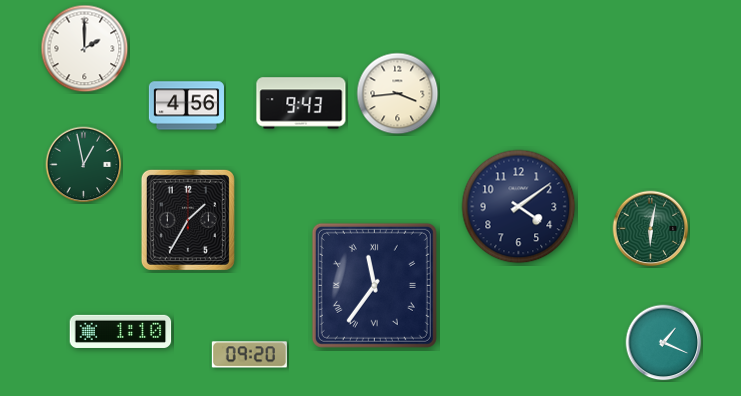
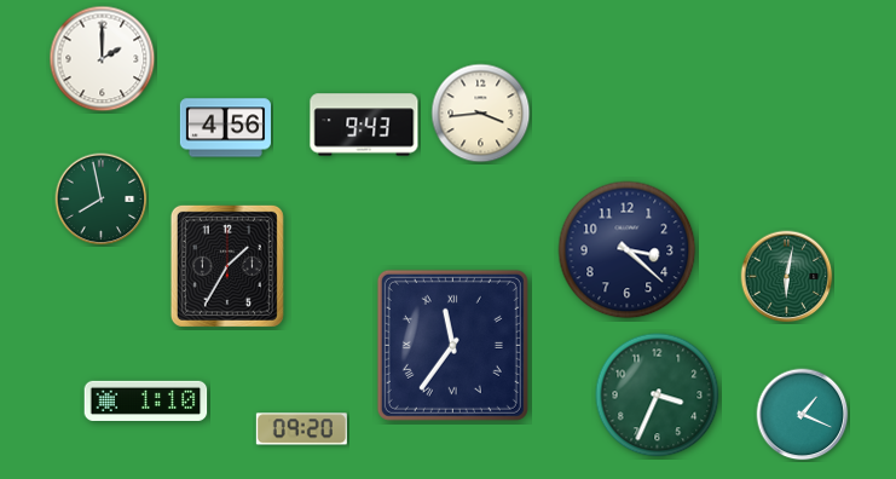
clock at (84, 165): 12:58 -> 7:58
clock at (519, 207): 4:09 -> 3:22
clock at (658, 396): none -> 3:34
